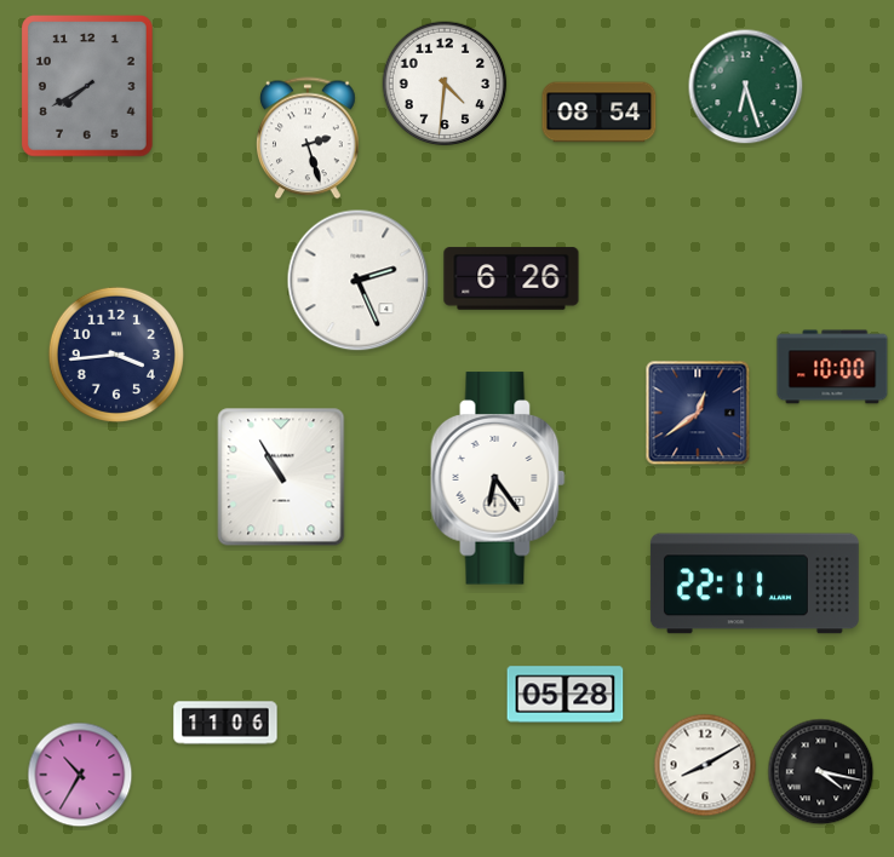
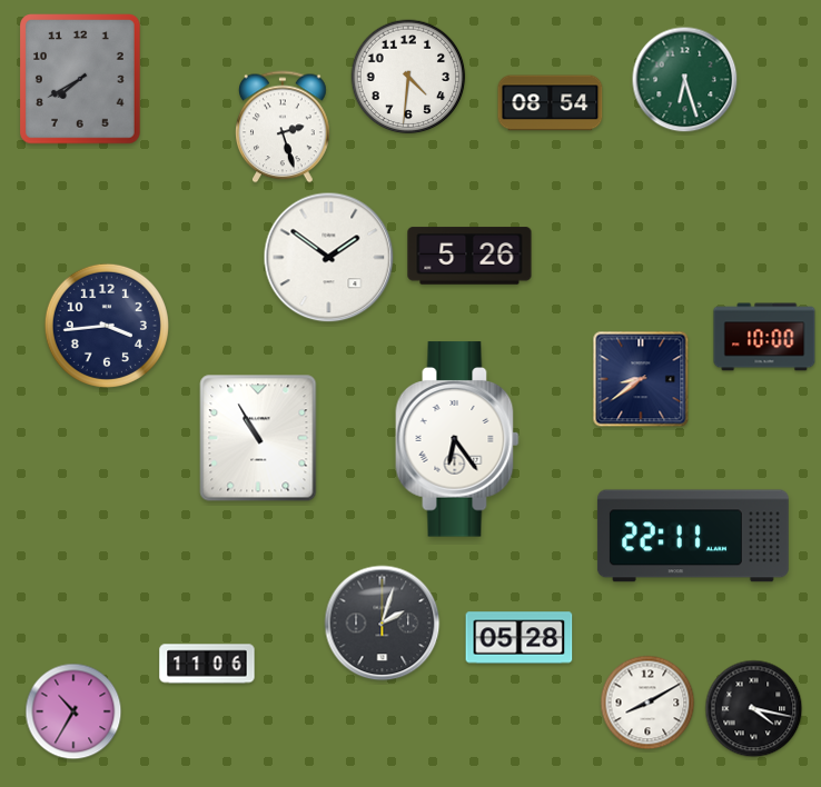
clock at (511, 278): 6:26 -> 5:26
clock at (359, 281): 2:26 -> 1:51
clock at (698, 413): 12:39 -> 8:39
clock at (383, 624): none -> 2:03
